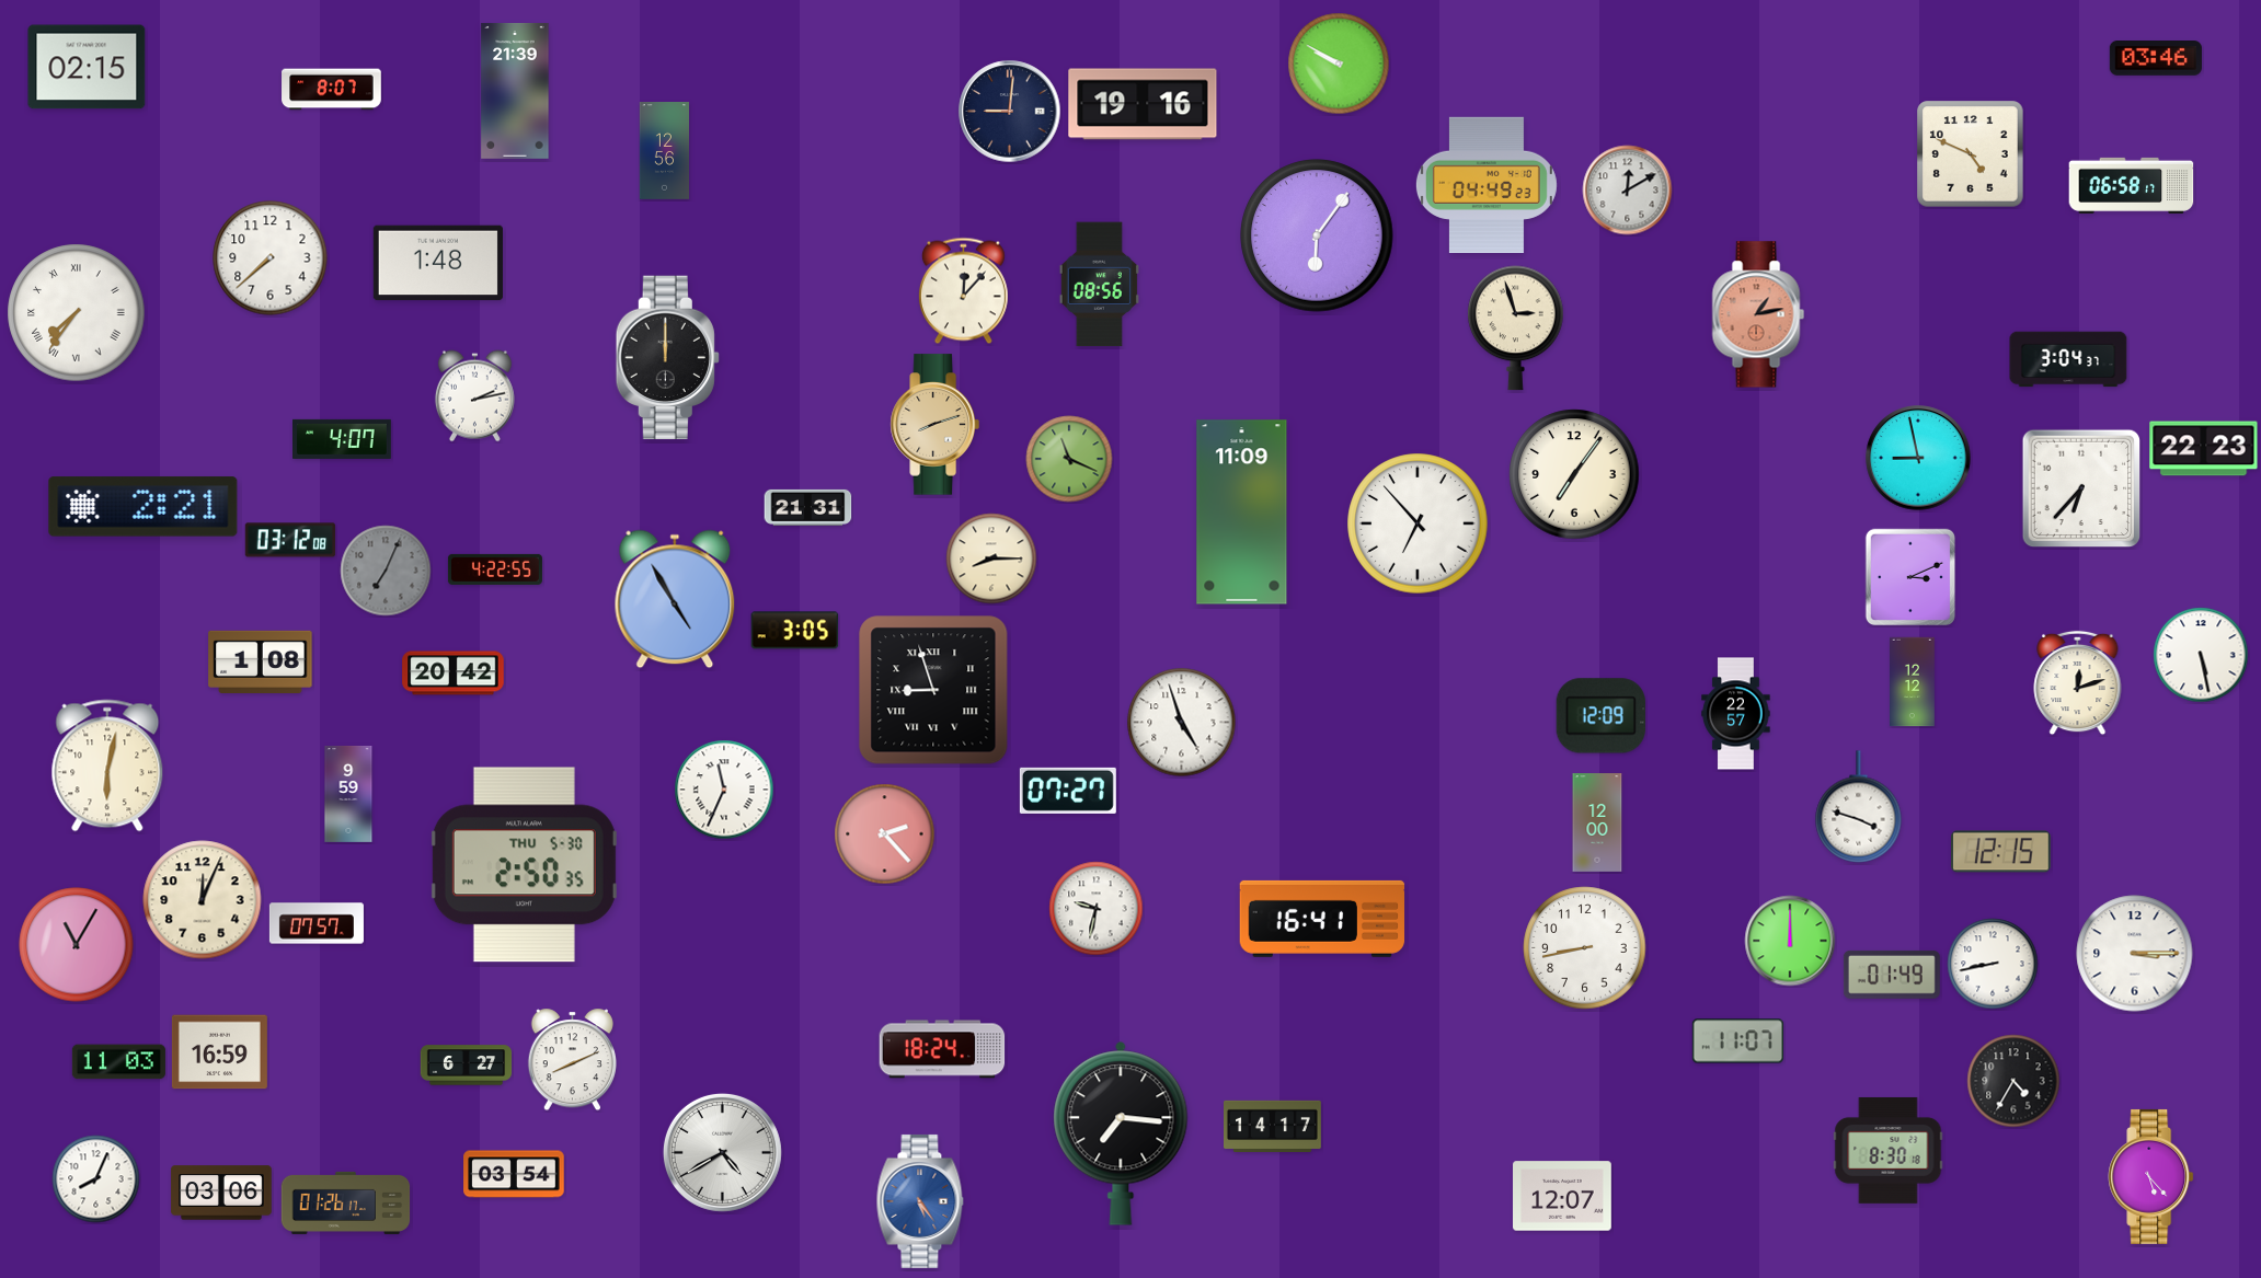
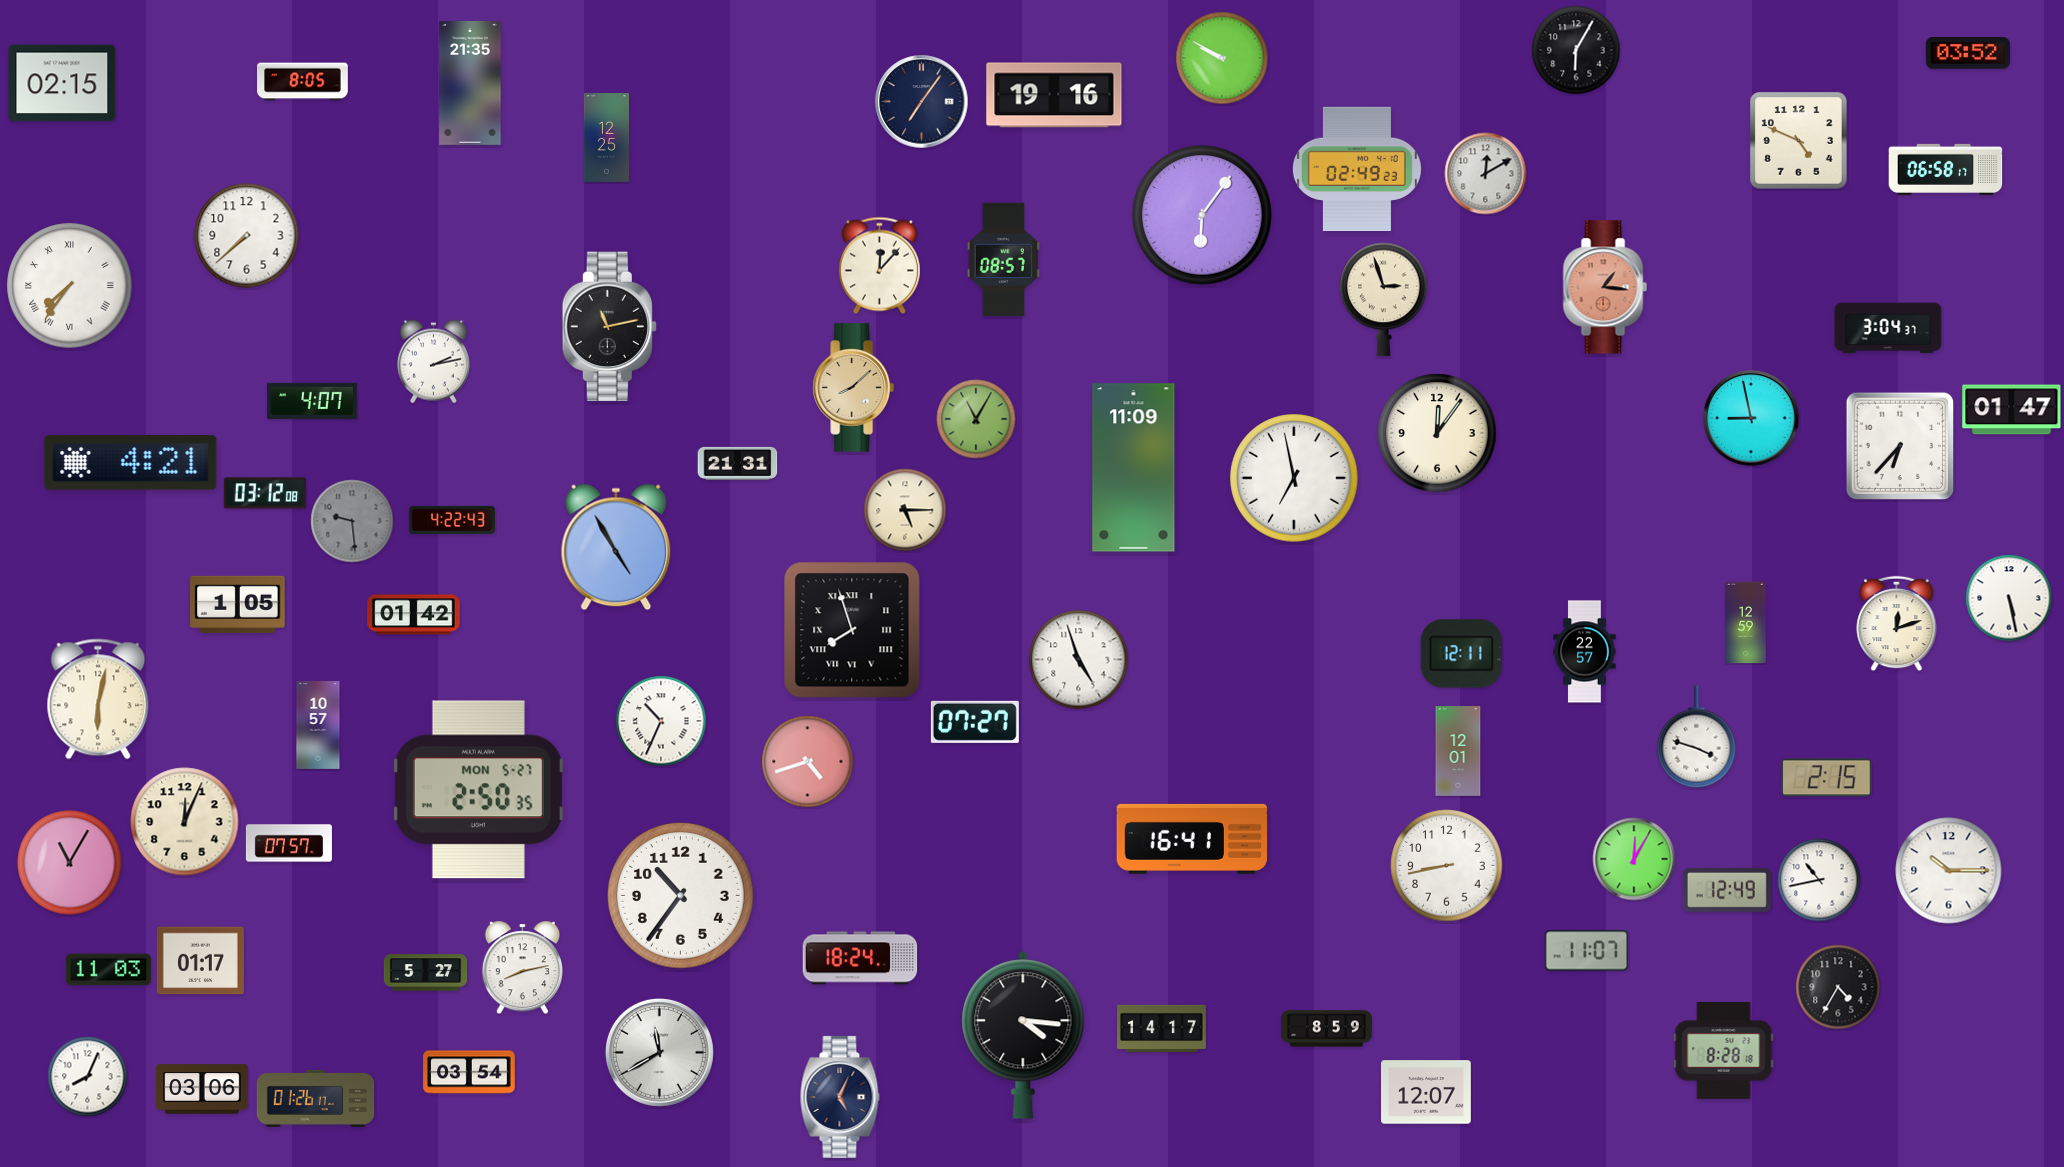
clock at (1576, 50): none -> 6:05
clock at (2156, 59): 03:46 -> 03:52
clock at (87, 67) position: (87, 67) -> (62, 83)
clock at (332, 90): 8:07 -> 8:05
clock at (515, 91): 21:39 -> 21:35
clock at (1143, 104) position: (1143, 104) -> (1054, 95)
clock at (1010, 112): 9:01 -> 7:06
clock at (665, 151): 12:56 -> 12:25
clock at (1487, 184): 04:49 -> 02:49
clock at (438, 263): 1:48 -> none
clock at (1099, 285): 08:56 -> 08:57
clock at (1758, 314): 1:13 -> 1:16
clock at (667, 358): 12:00 -> 11:13
clock at (934, 425): 8:12 -> 8:08
clock at (2204, 449): 22:23 -> 01:47
clock at (1069, 459): 11:19 -> 11:05
clock at (1574, 474): 7:06 -> 12:06
clock at (144, 507): 2:21 -> 4:21
clock at (1418, 523): 6:53 -> 6:58
clock at (991, 559): 8:15 -> 5:15
clock at (495, 569): 4:22:55 -> 4:22:43
clock at (386, 571): 7:04 -> 9:29
clock at (1910, 577): 3:11 -> none
clock at (795, 631): 3:05 -> none
clock at (261, 661): 1:08 -> 1:05
clock at (454, 673): 20:42 -> 01:42
clock at (1913, 682): 12:12 -> 12:59
clock at (933, 690): 8:57 -> 7:57
clock at (1600, 716): 12:09 -> 12:11
clock at (724, 790): 11:34 -> 10:34
clock at (348, 794): 9:59 -> 10:57
clock at (1597, 822): 12:00 -> 12:01
clock at (885, 834): 2:23 -> 4:42
clock at (2001, 852): 12:15 -> 2:15
clock at (524, 865) date: THU 5-30 -> MON 5-27
clock at (1097, 909): 9:32 -> none
clock at (1322, 919) position: (1322, 919) -> (1192, 839)
clock at (1790, 941): 12:00 -> 12:05
clock at (2135, 954): 3:15 -> 10:15
clock at (1993, 964): 8:43 -> 10:43
clock at (1892, 975): 01:49 -> 12:49
clock at (681, 896): none -> 10:36
clock at (219, 1052): 16:59 -> 01:17
clock at (572, 1060): 8:11 -> 8:13
clock at (467, 1066): 6:27 -> 5:27
clock at (1327, 1029): none -> 8:59
clock at (1121, 1133): 7:16 -> 4:16
clock at (1889, 1150): 8:30 -> 8:28
clock at (722, 1152): 4:40 -> 11:40
clock at (2151, 1176): 5:23 -> none
clock at (920, 1201): 5:24 -> 5:04
clock at (920, 1201) dial: blue -> navy
